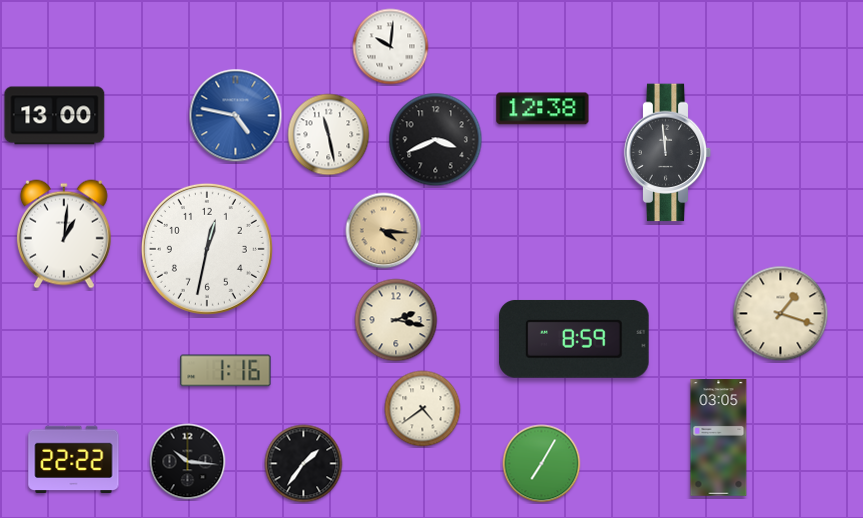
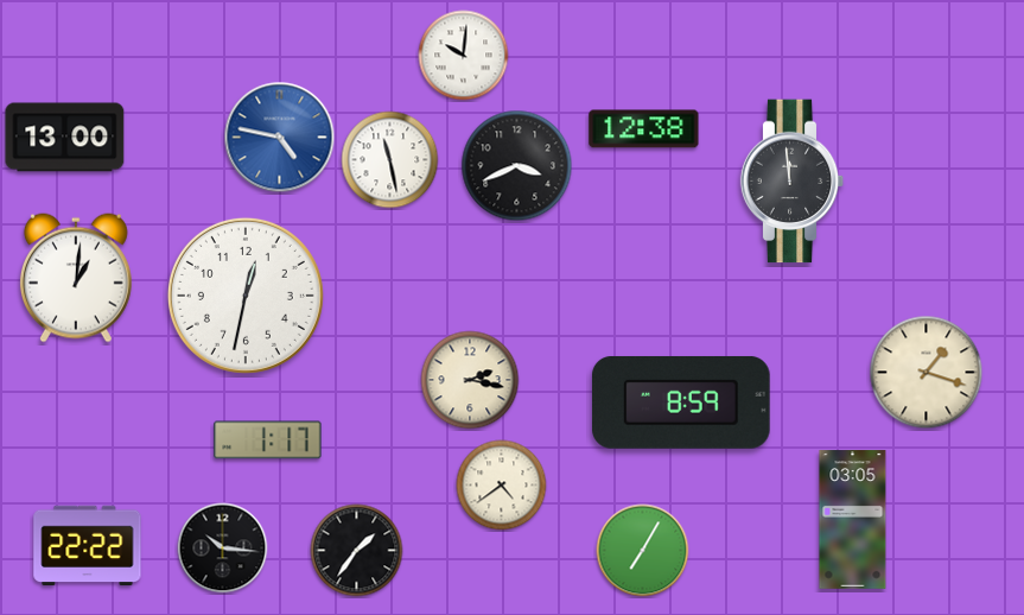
clock at (384, 231): 4:16 -> none
clock at (226, 371): 1:16 -> 1:17
clock at (304, 464) position: (304, 464) -> (357, 551)
